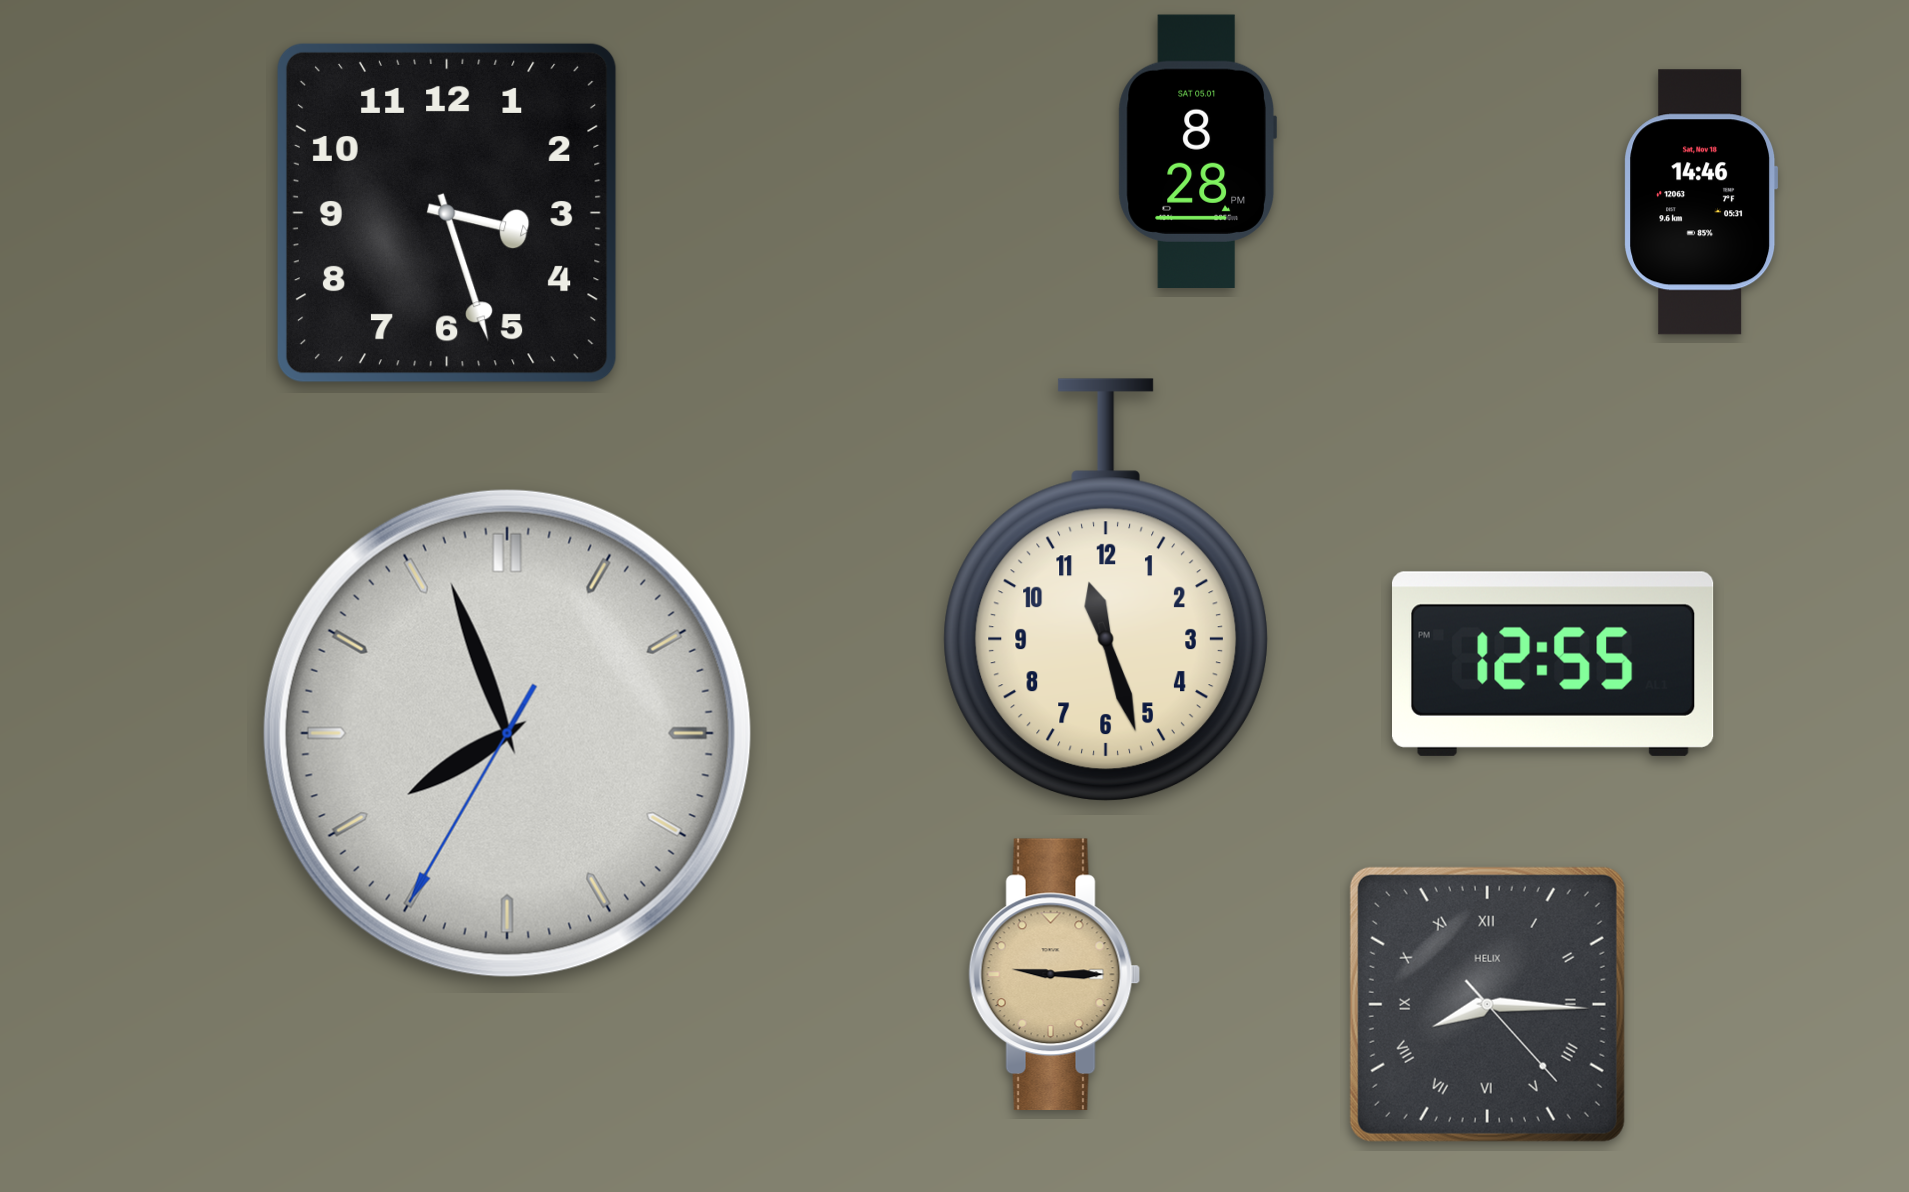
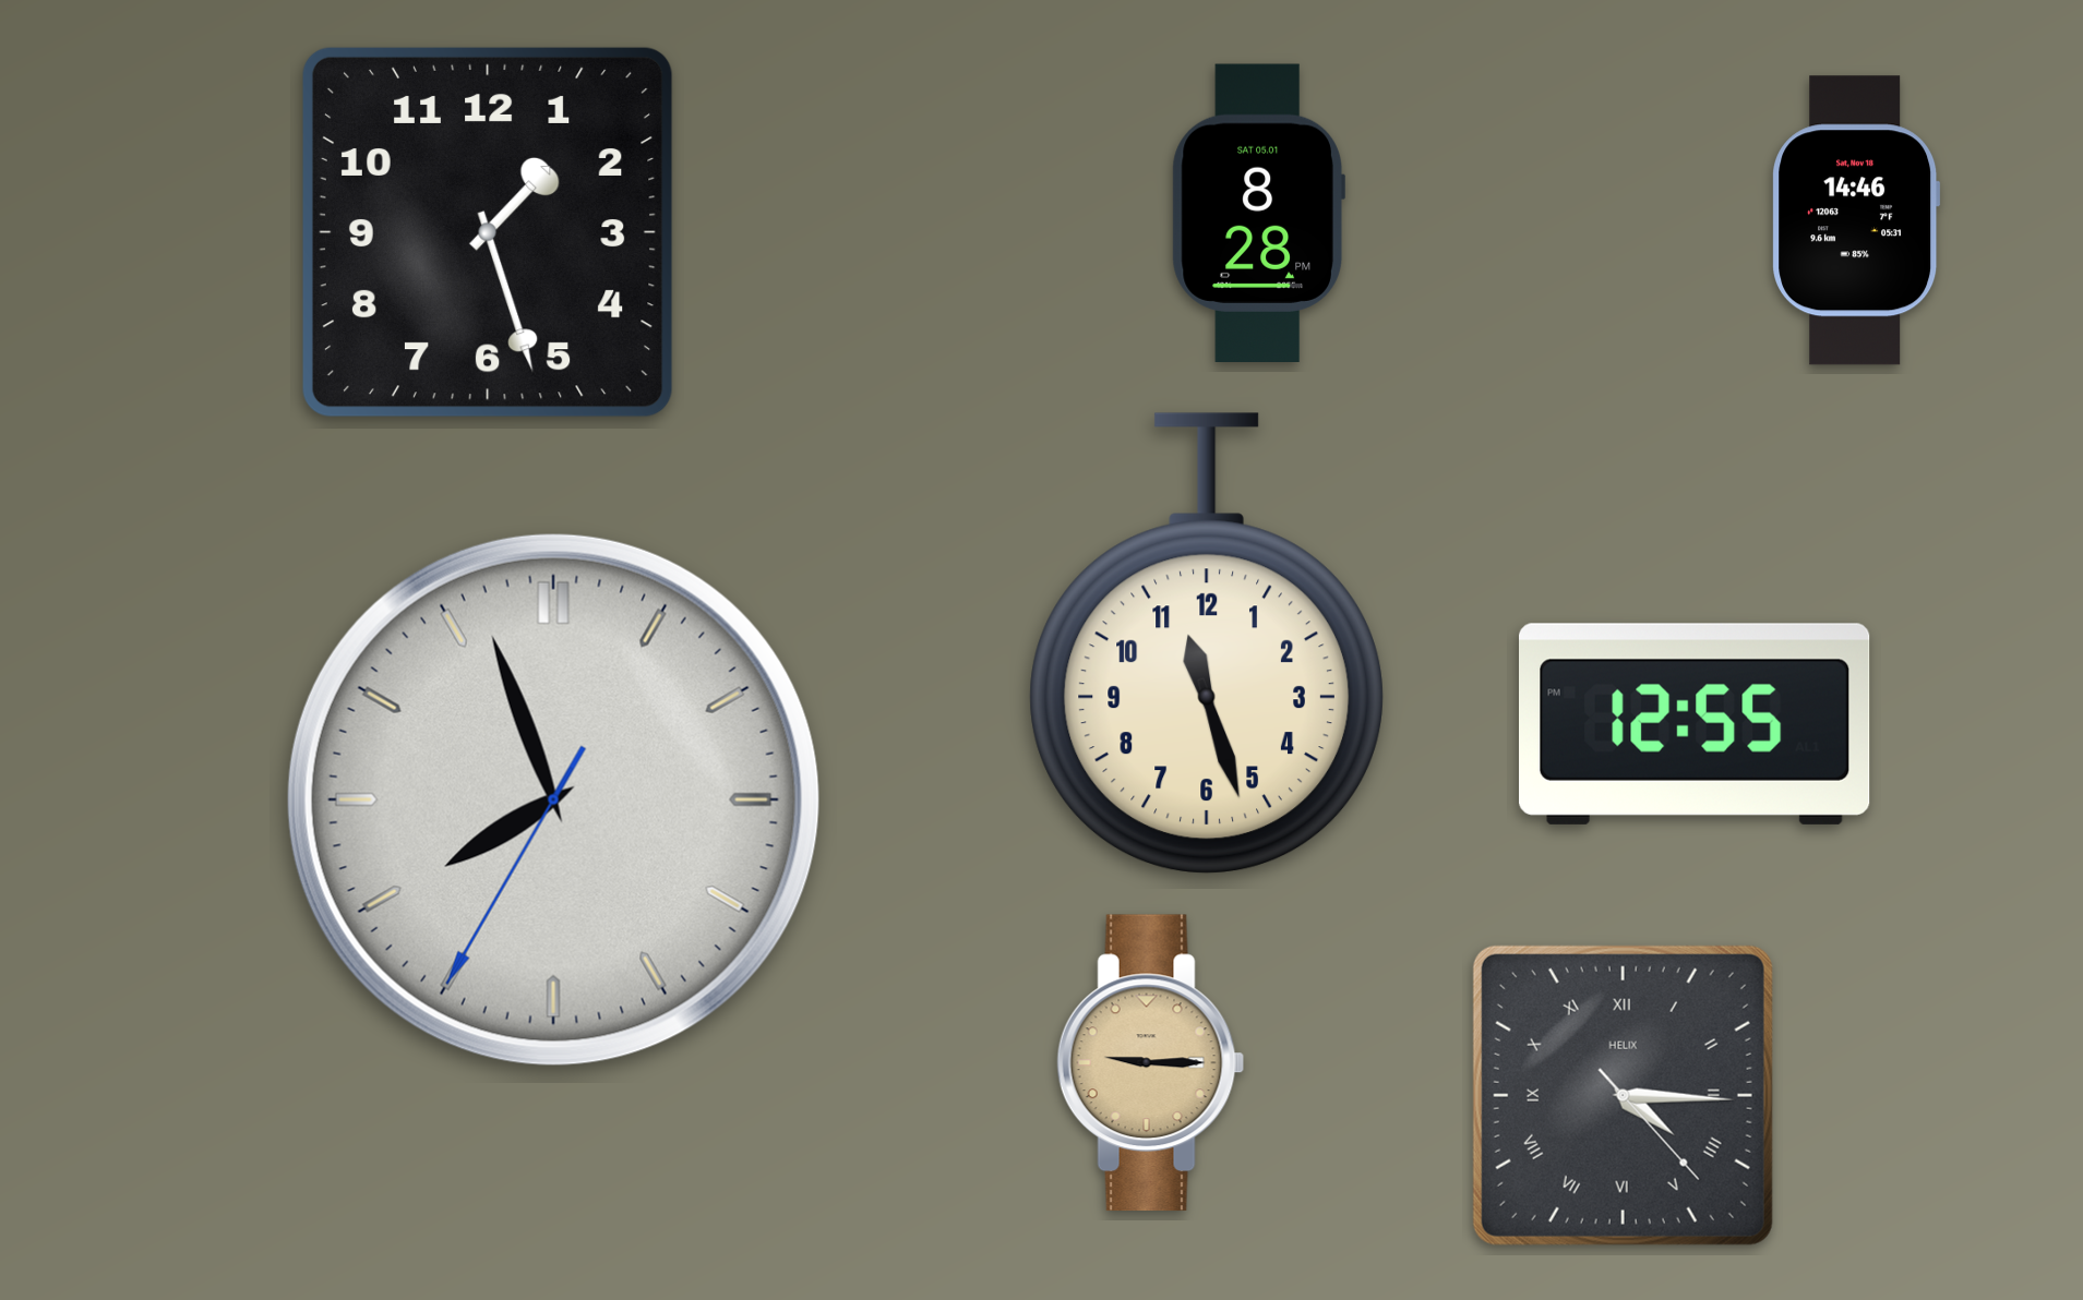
clock at (1197, 151) position: (1197, 151) -> (1258, 213)
clock at (447, 213): 3:27 -> 1:27
clock at (1487, 1004): 8:15 -> 4:15
